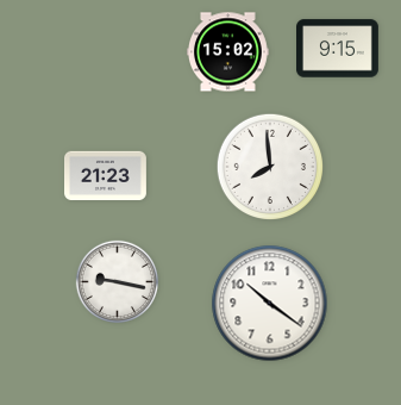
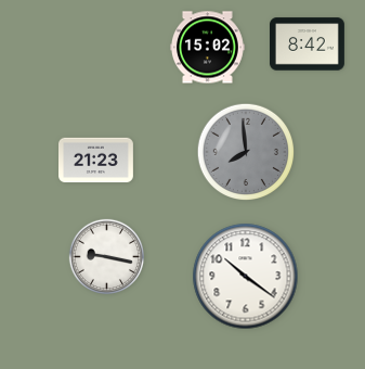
clock at (338, 49): 9:15 -> 8:42
clock at (269, 166) dial: white -> grey
